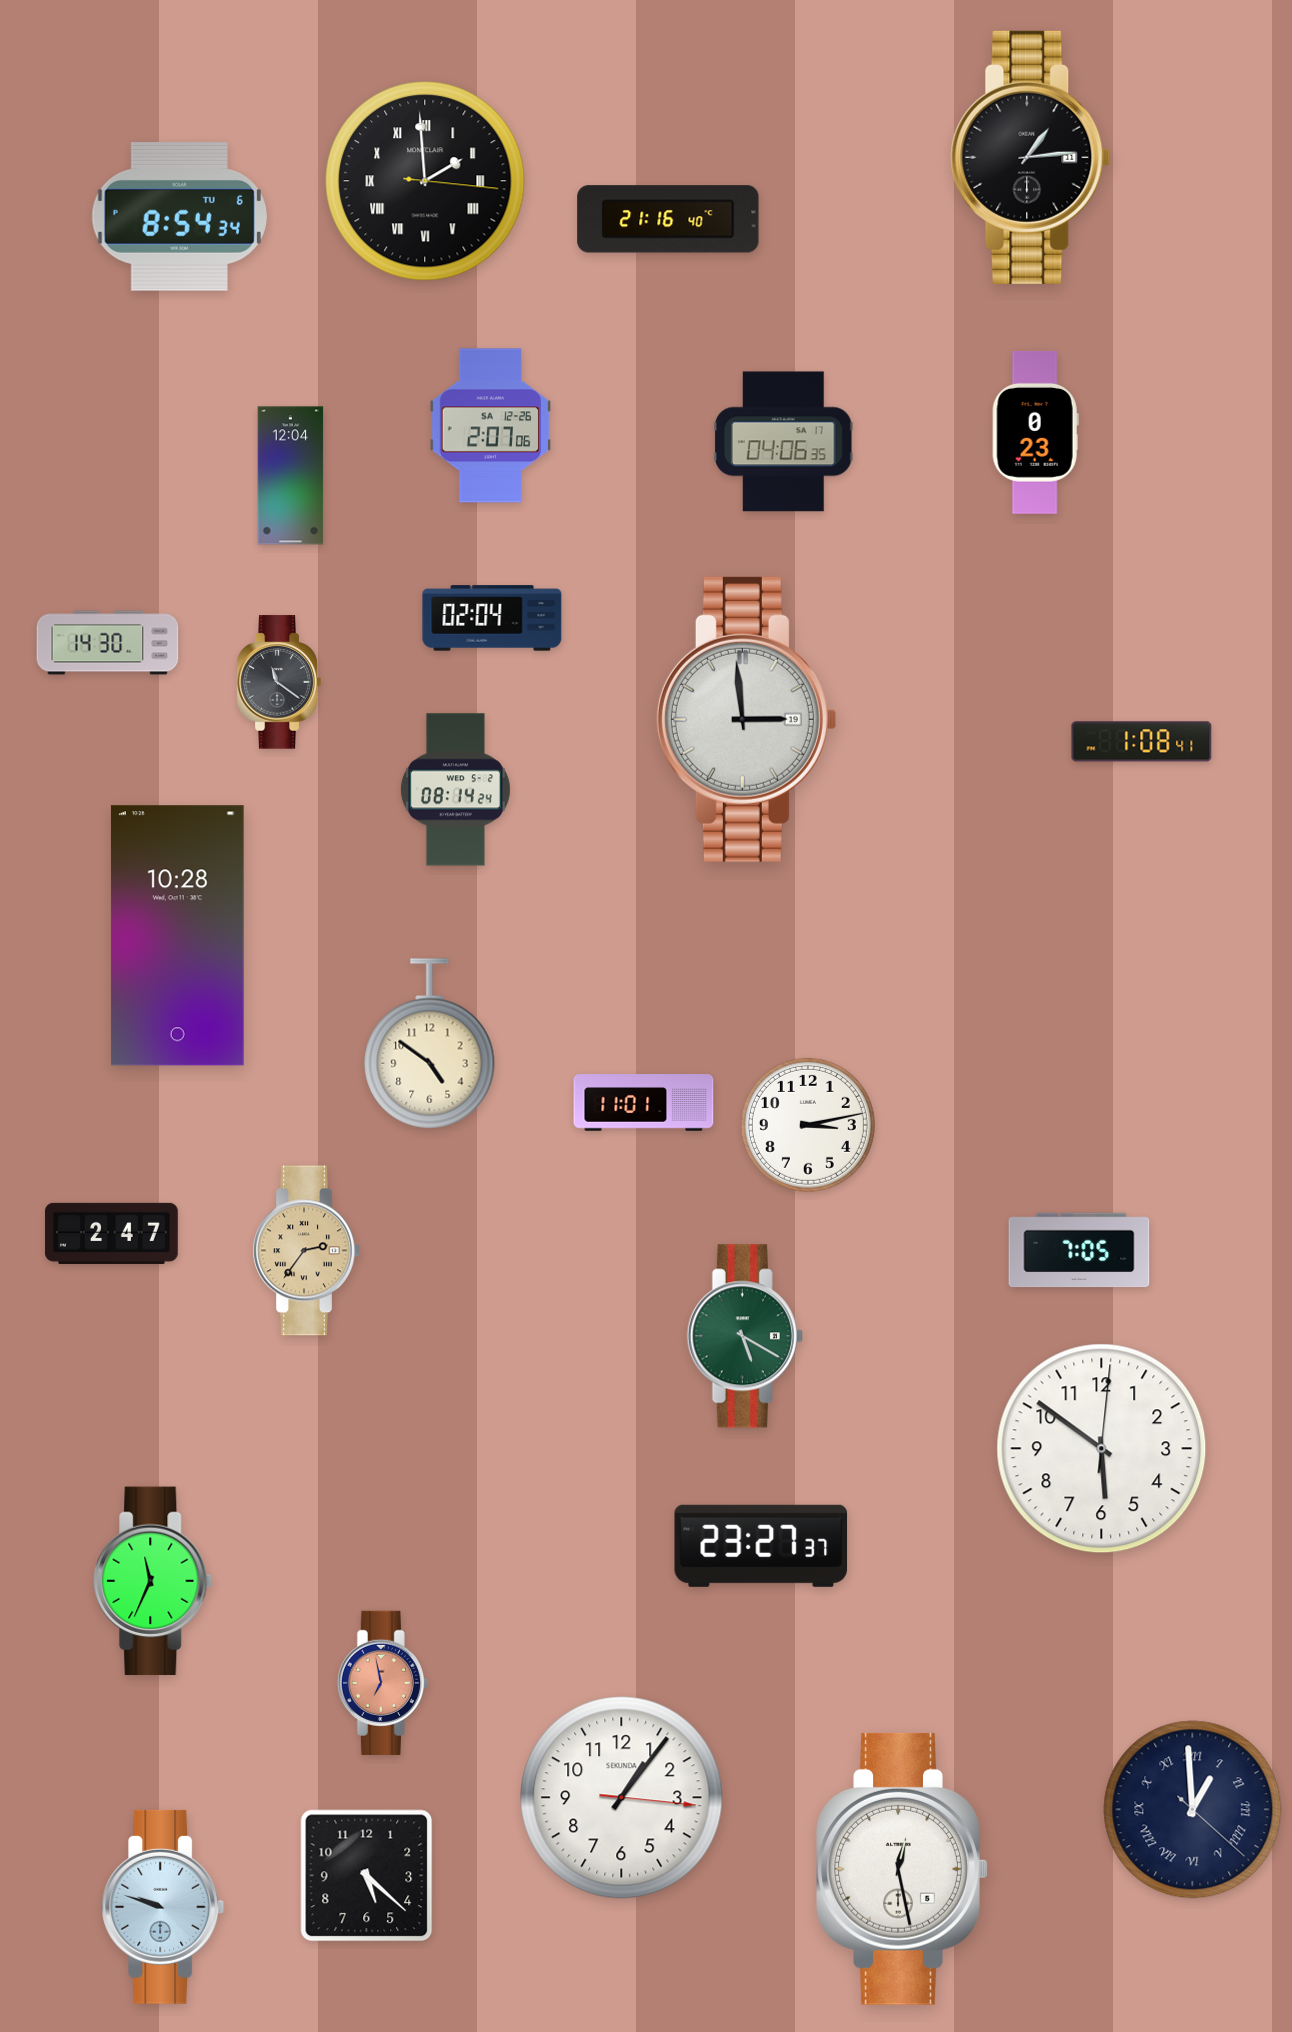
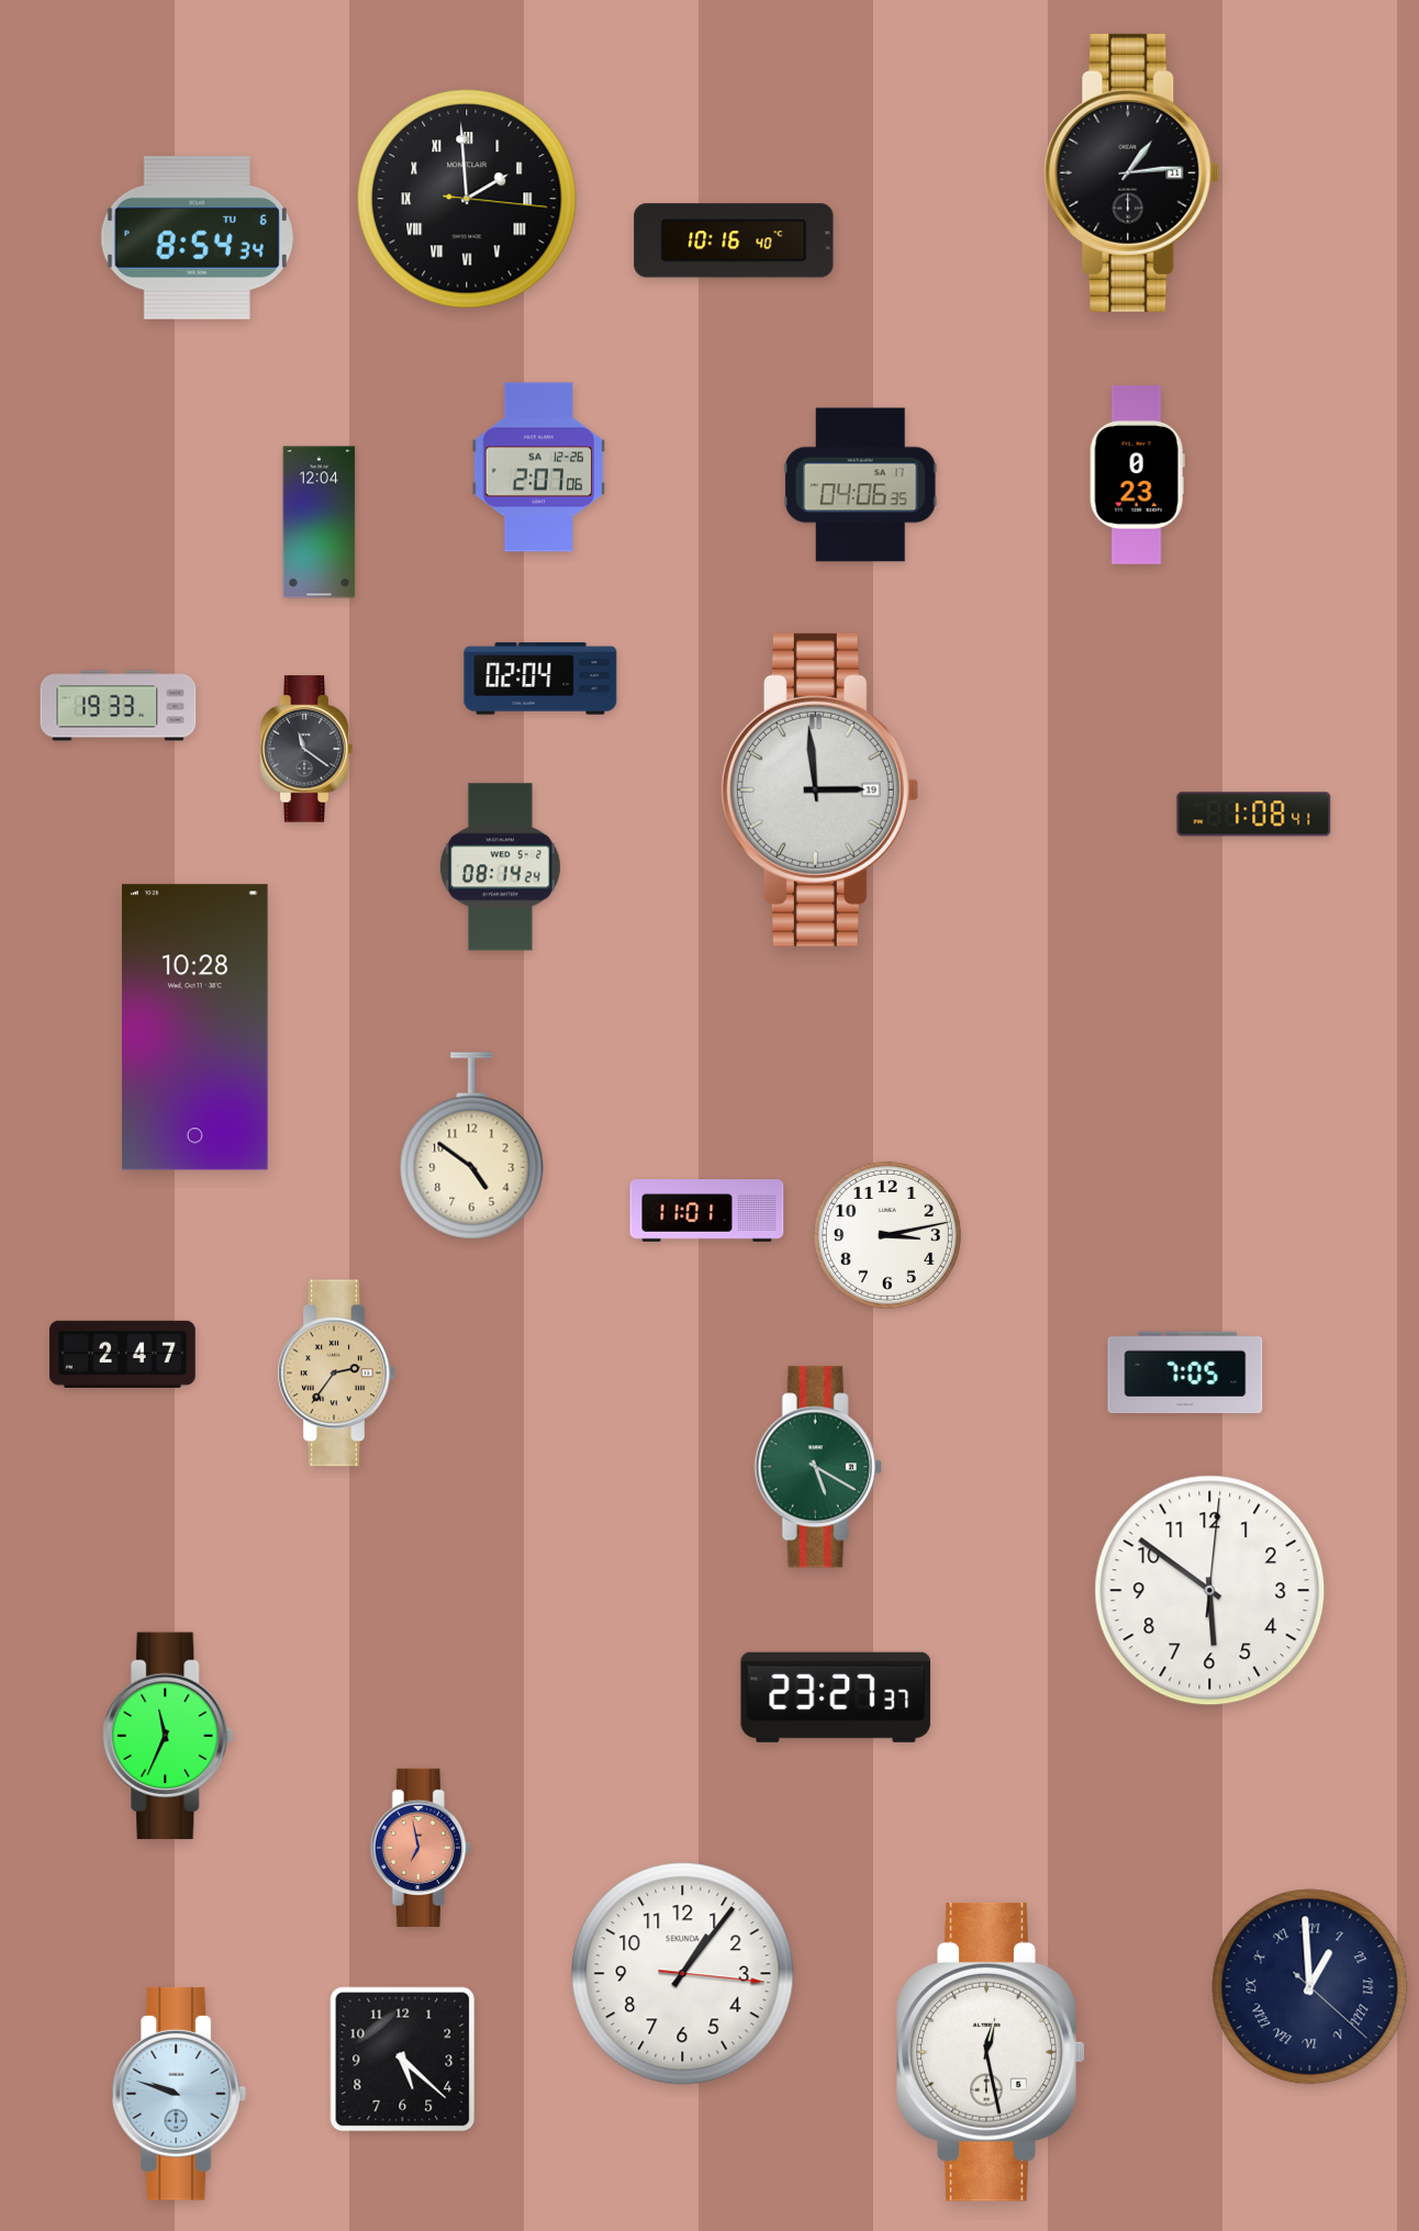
clock at (668, 219): 21:16 -> 10:16
clock at (108, 643): 14:30 -> 19:33
